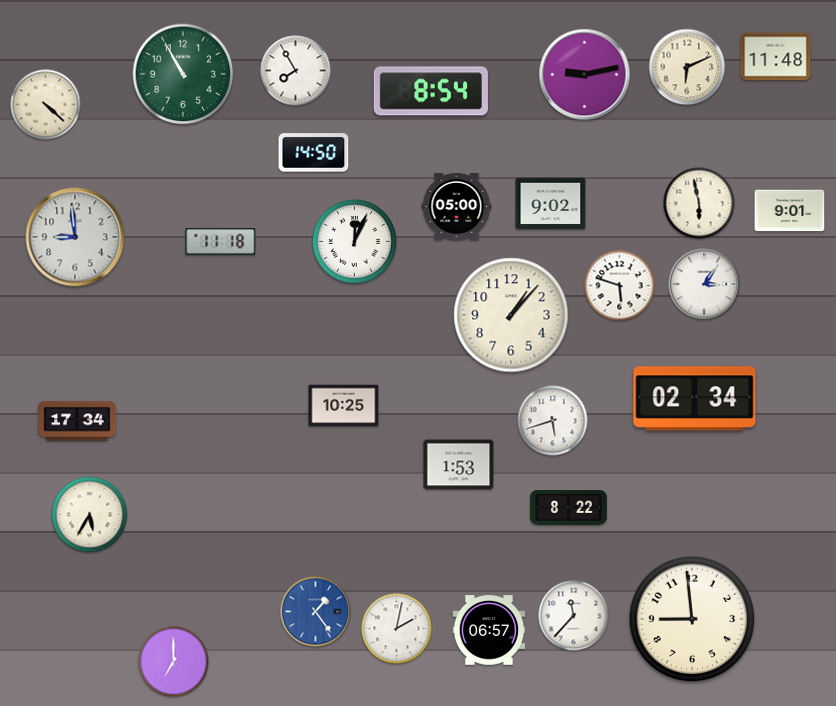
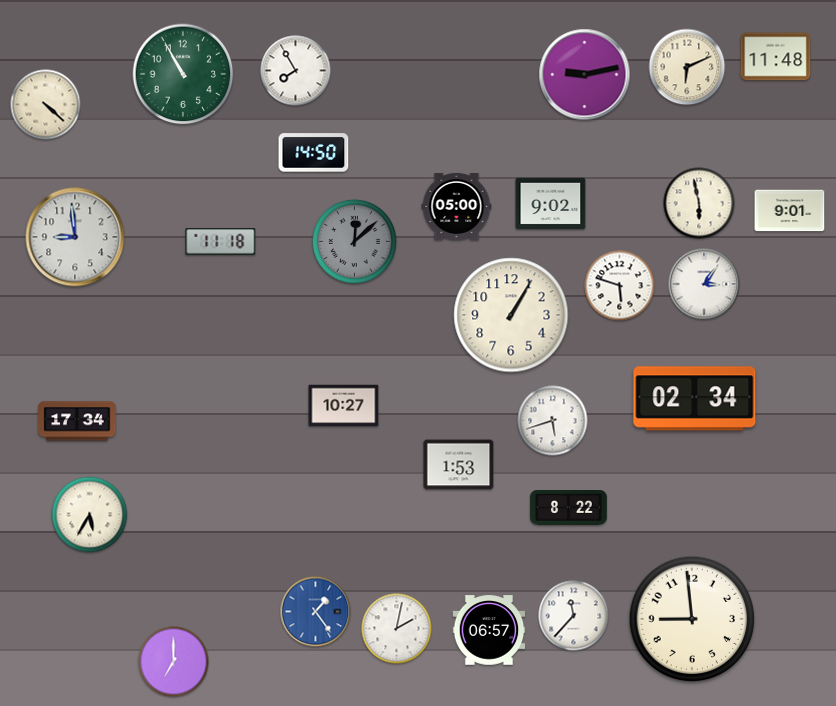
clock at (431, 91): 8:54 -> none
clock at (354, 241): 12:04 -> 12:08
clock at (354, 241) dial: white -> grey
clock at (511, 315): 1:07 -> 1:05
clock at (344, 406): 10:25 -> 10:27
